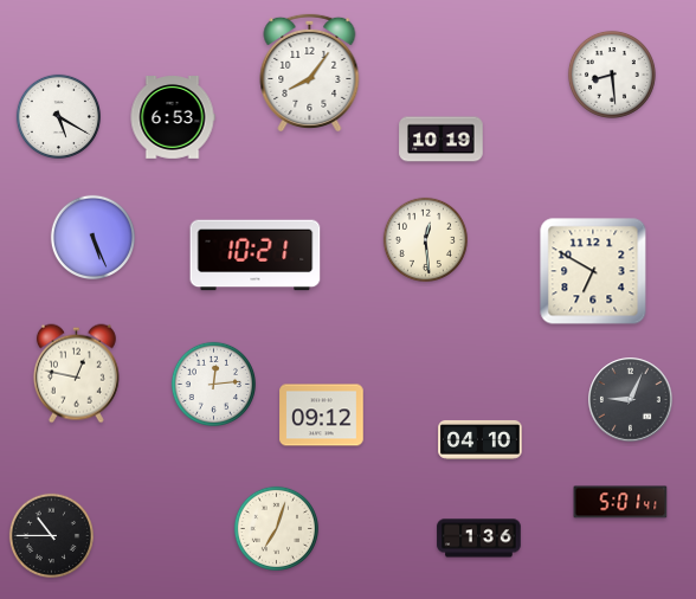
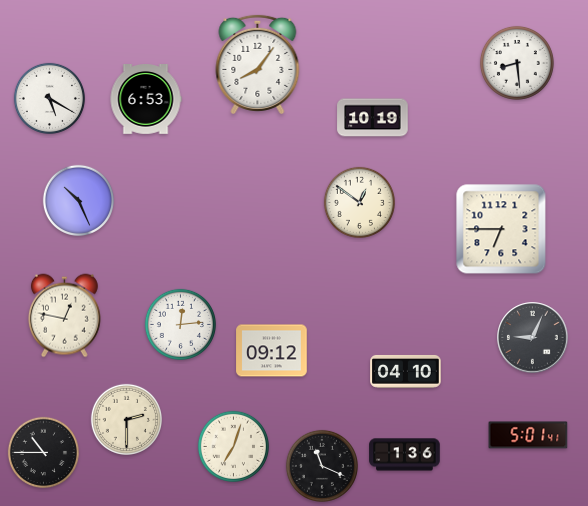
clock at (310, 72) position: (310, 72) -> (258, 64)
clock at (92, 237): 5:26 -> 10:26
clock at (425, 239): 12:29 -> 12:51
clock at (256, 256): 10:21 -> none
clock at (593, 271): 6:50 -> 6:45
clock at (126, 419): none -> 2:30
clock at (620, 502) position: (620, 502) -> (528, 435)
clock at (322, 466): none -> 11:19
